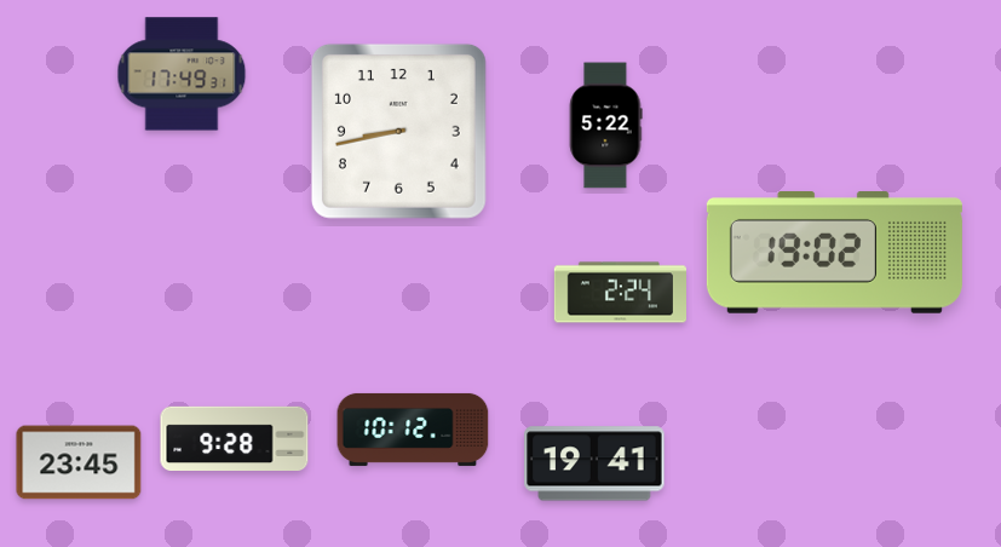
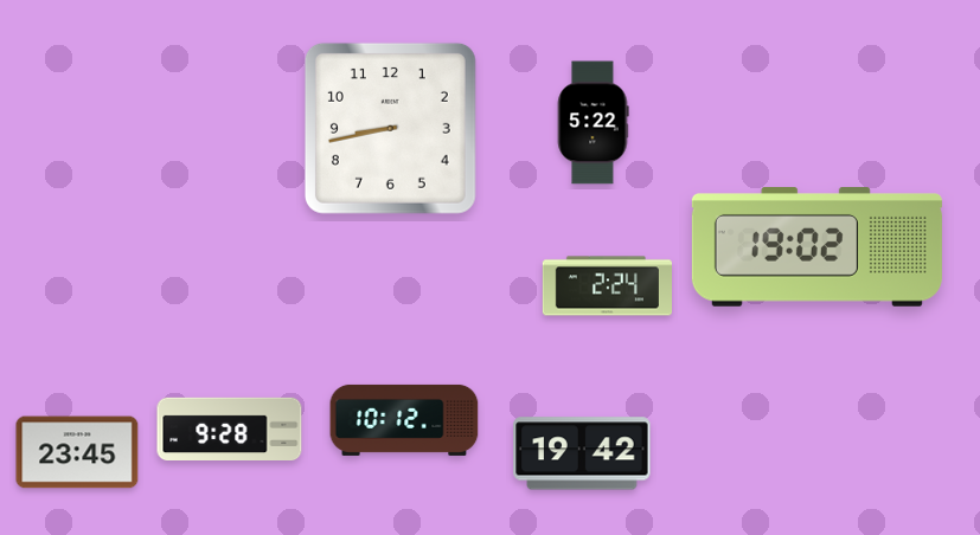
clock at (182, 74): 17:49 -> none
clock at (594, 463): 19:41 -> 19:42
